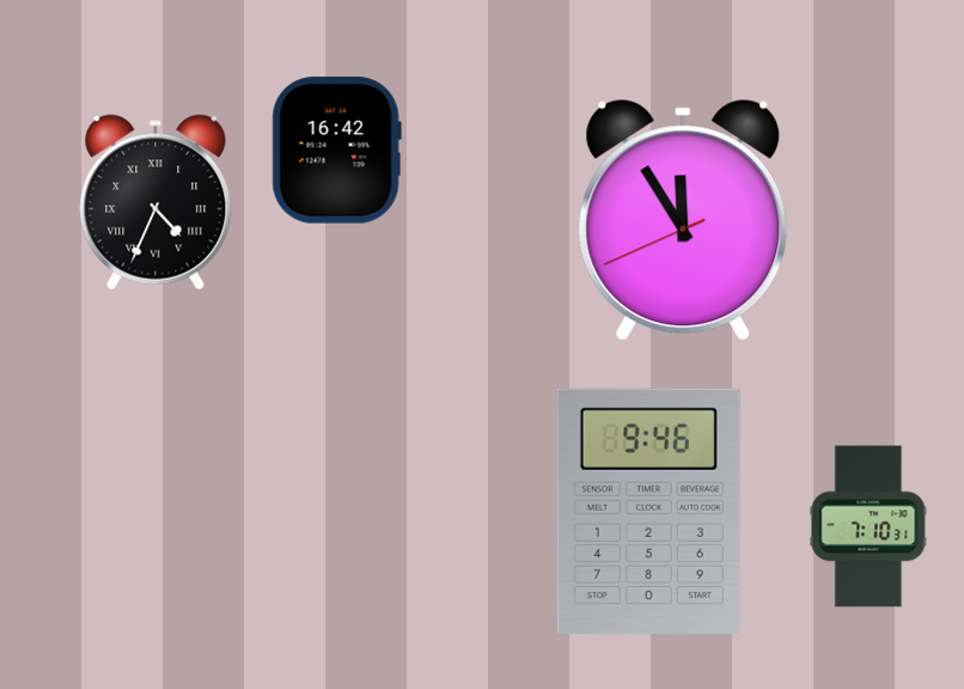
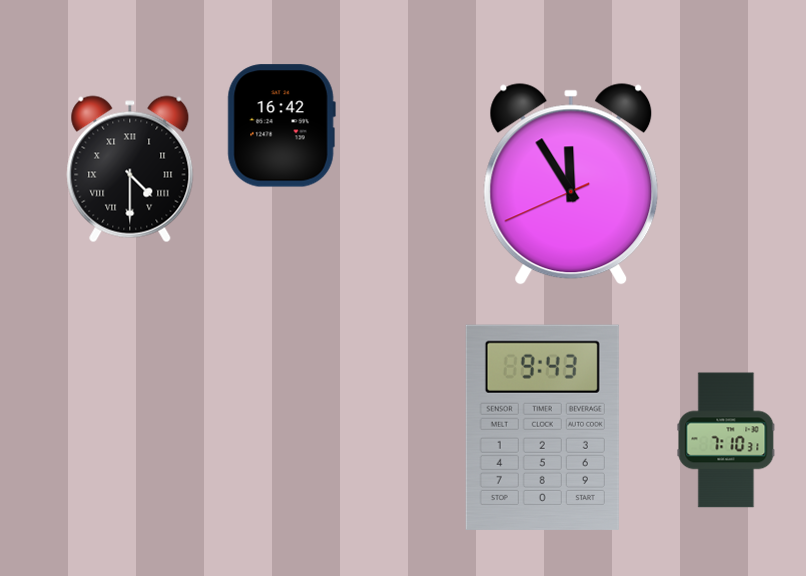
clock at (155, 202): 4:34 -> 4:30
clock at (648, 511): 9:46 -> 9:43
